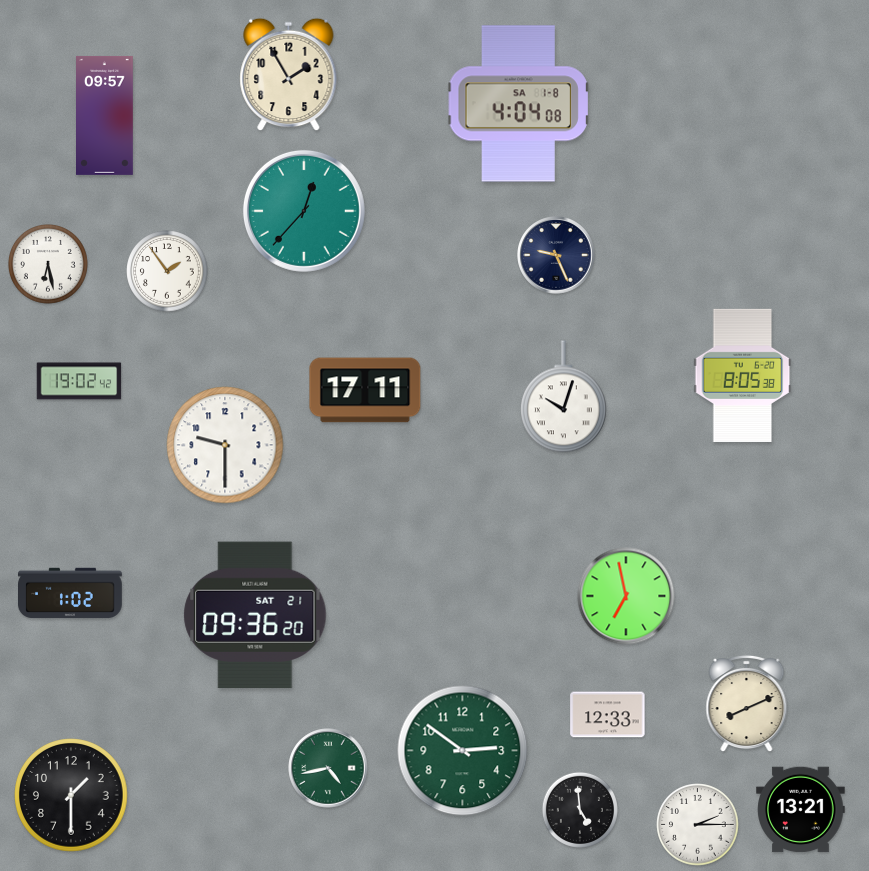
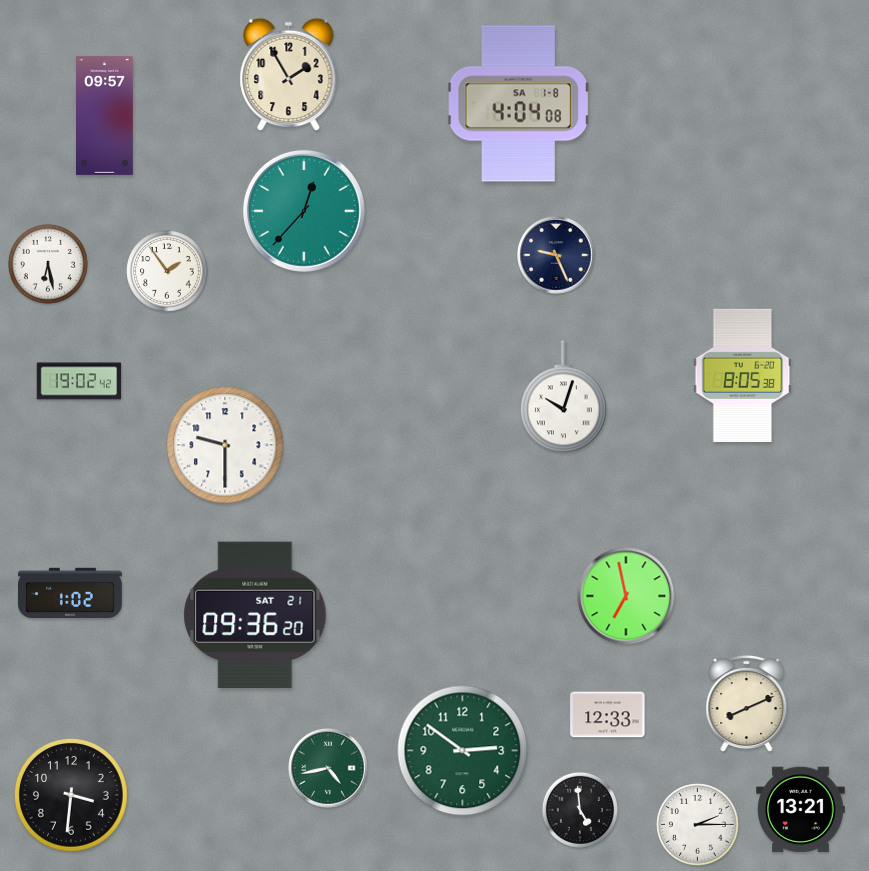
clock at (365, 390): 17:11 -> none
clock at (71, 795): 1:30 -> 3:31
